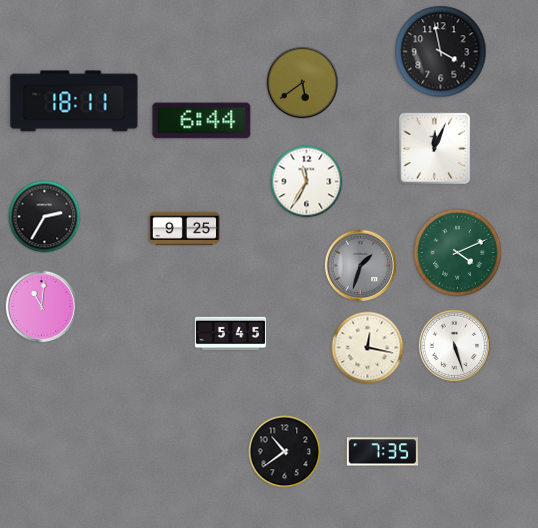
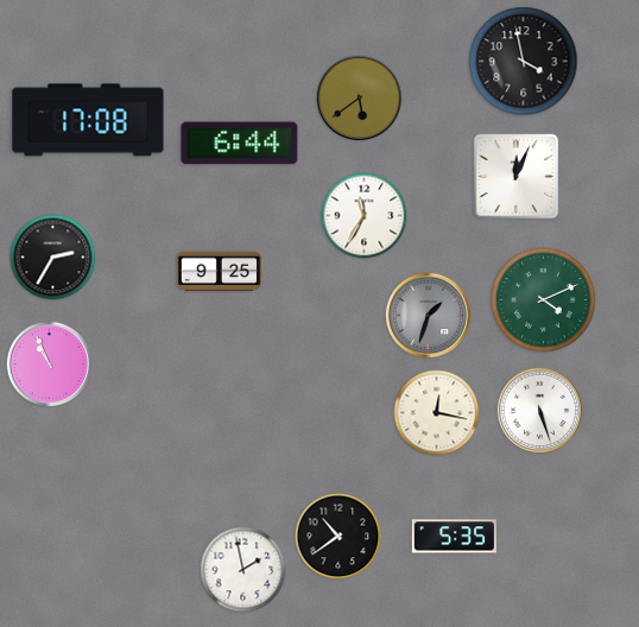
clock at (74, 101): 18:11 -> 17:08
clock at (42, 307): 11:01 -> 10:56
clock at (231, 334): 5:45 -> none
clock at (382, 452): 7:35 -> 5:35
clock at (243, 570): none -> 1:58
